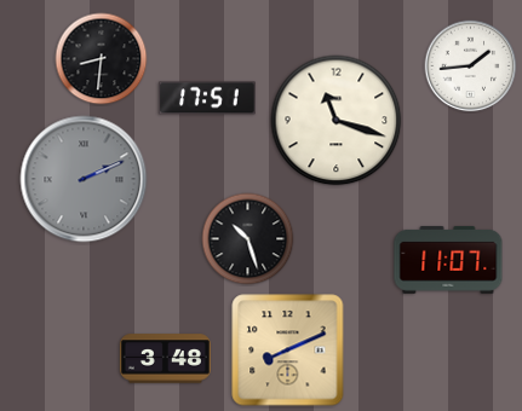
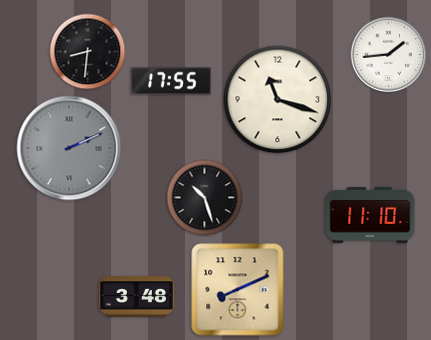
clock at (102, 59) position: (102, 59) -> (88, 52)
clock at (207, 98): 17:51 -> 17:55
clock at (448, 260): 11:07 -> 11:10
